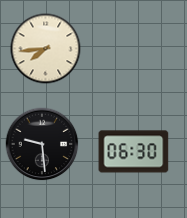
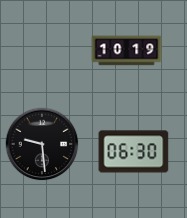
clock at (46, 49): 7:44 -> none
clock at (127, 51): none -> 10:19
